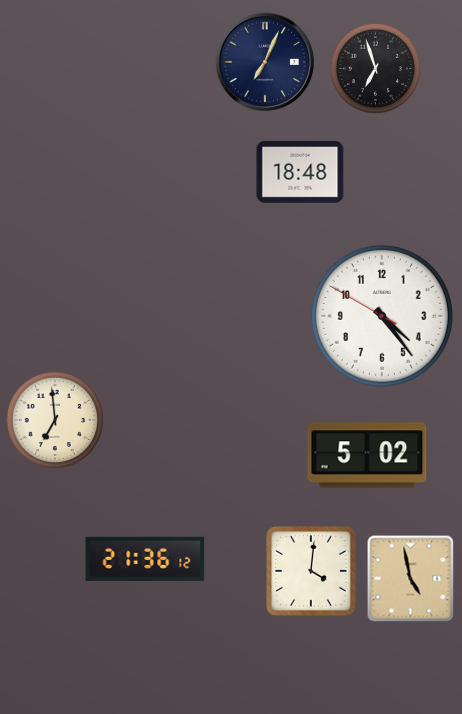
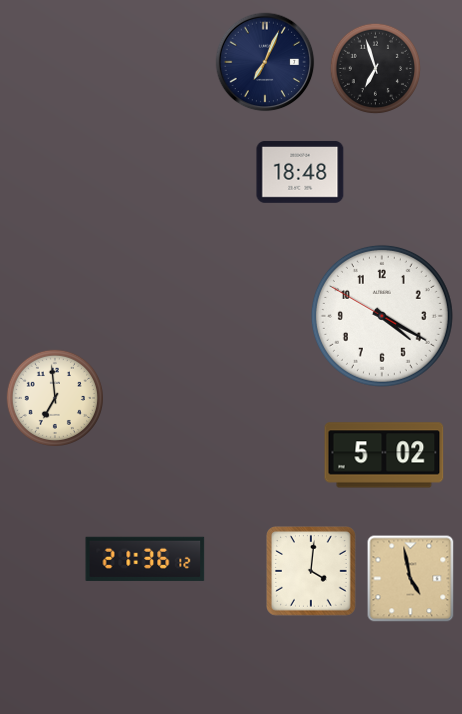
clock at (382, 316): 4:23 -> 4:19
clock at (54, 419) position: (54, 419) -> (54, 397)
clock at (367, 455) position: (367, 455) -> (384, 455)
